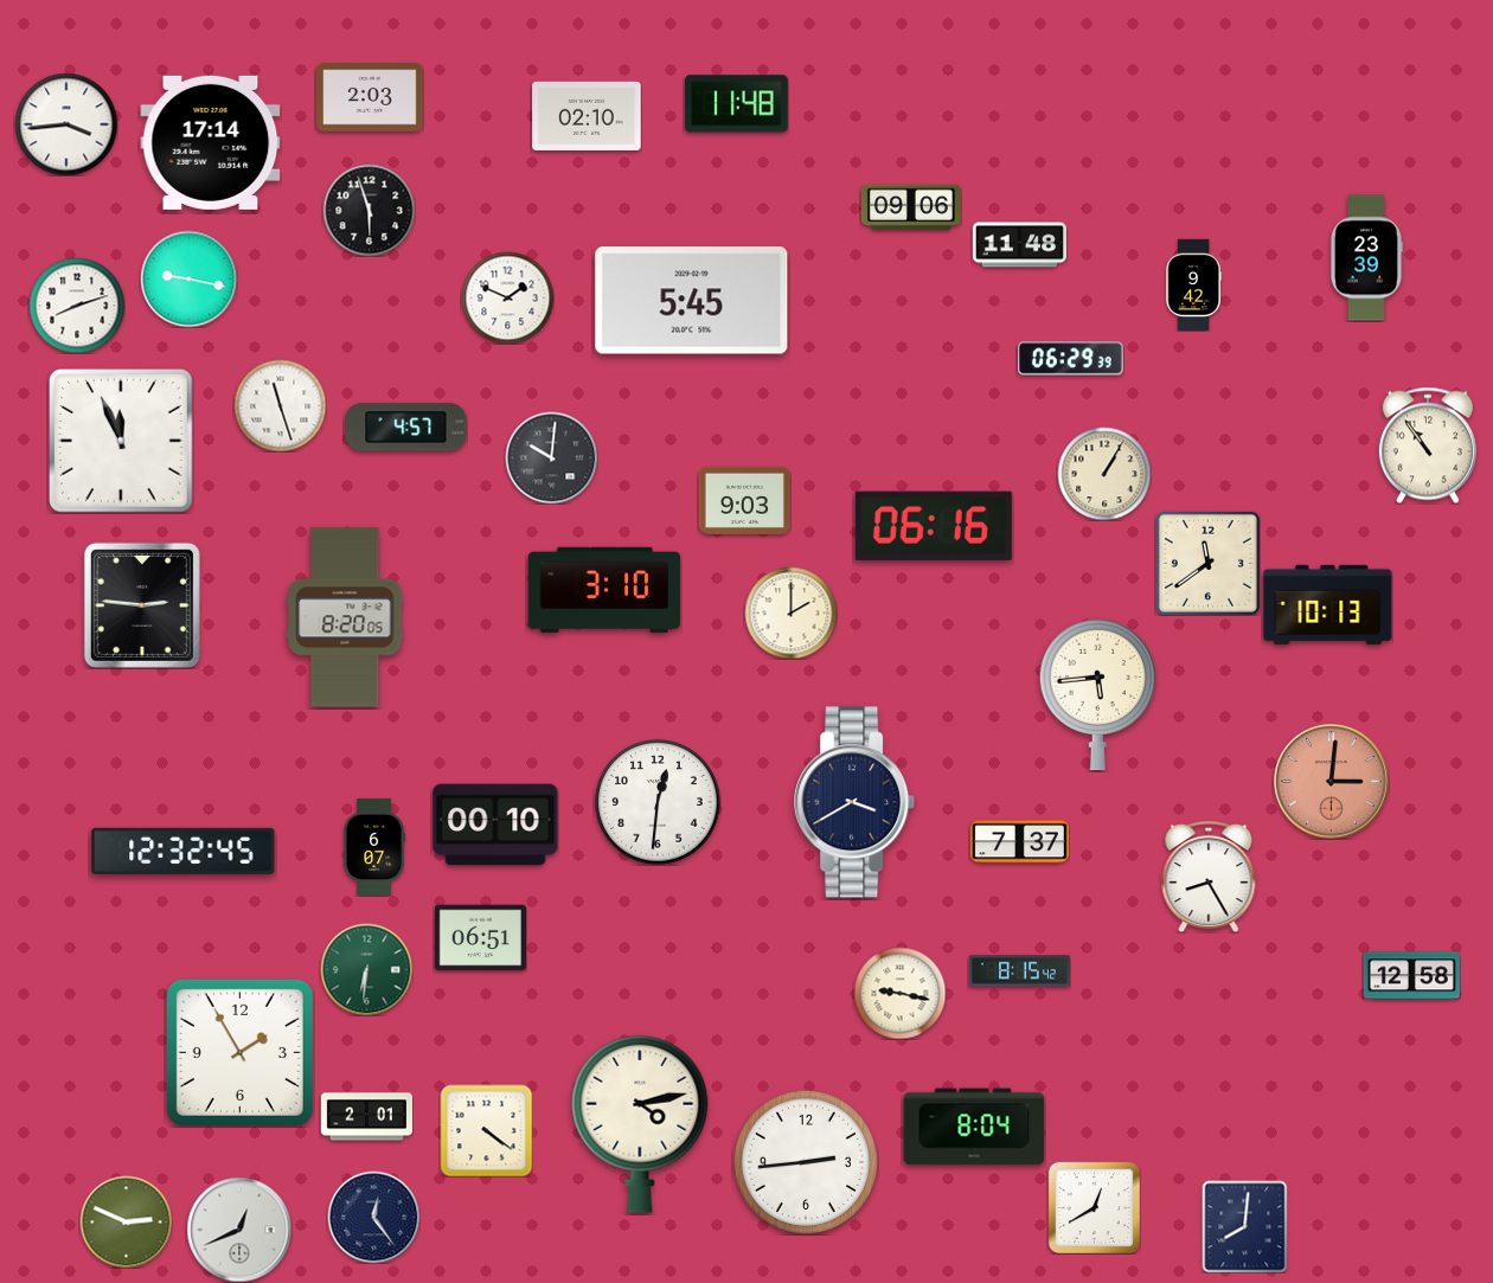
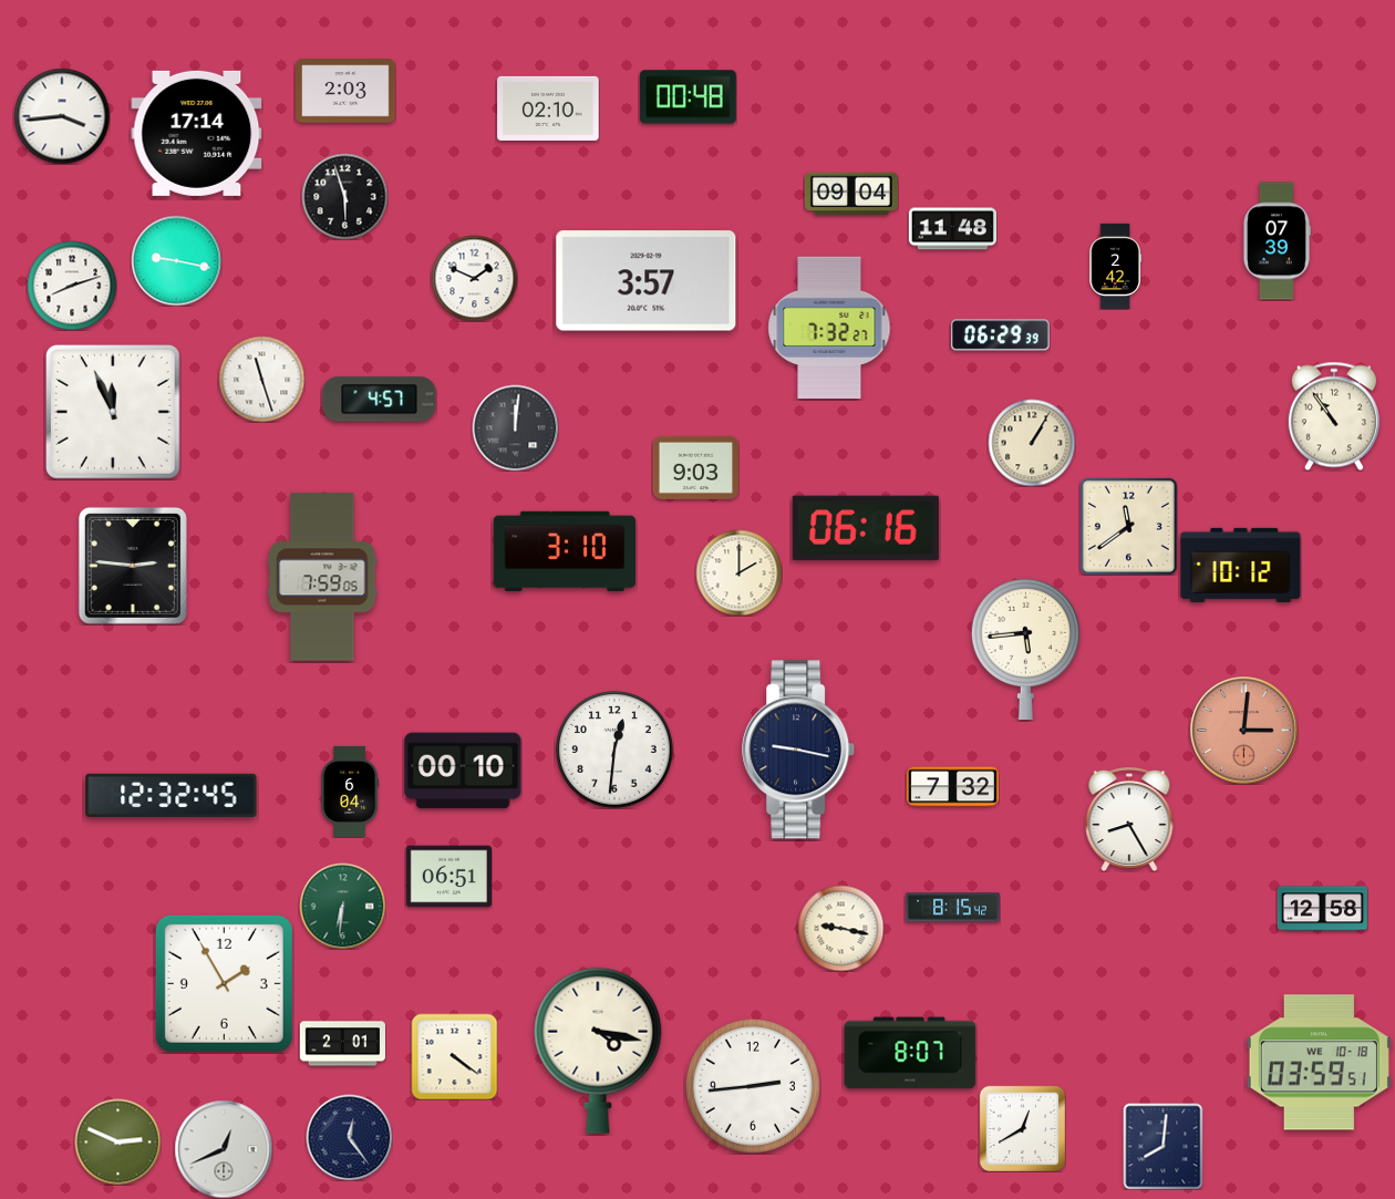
clock at (736, 104): 11:48 -> 00:48
clock at (911, 207): 09:06 -> 09:04
clock at (1366, 258): 23:39 -> 07:39
clock at (1193, 284): 9:42 -> 2:42
clock at (692, 301): 5:45 -> 3:57
clock at (829, 328): none -> 7:32
clock at (551, 457): 10:01 -> 12:01
clock at (934, 526) position: (934, 526) -> (866, 528)
clock at (1328, 604): 10:13 -> 10:12
clock at (345, 617): 8:20 -> 7:59
clock at (856, 802): 3:40 -> 9:17
clock at (1019, 842): 7:37 -> 7:32
clock at (374, 847): 6:07 -> 6:04
clock at (1411, 976) position: (1411, 976) -> (1322, 909)
clock at (640, 1124): 4:13 -> 4:17
clock at (974, 1127): 8:04 -> 8:07
clock at (1319, 1063): none -> 03:59
